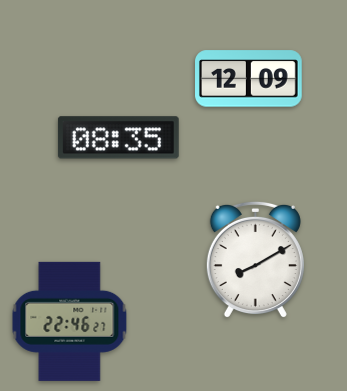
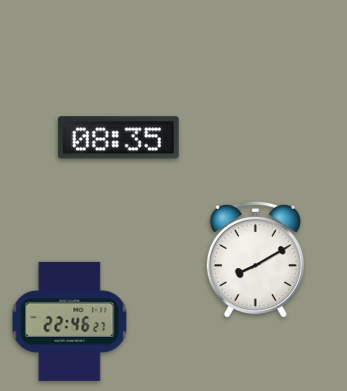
clock at (249, 79): 12:09 -> none
